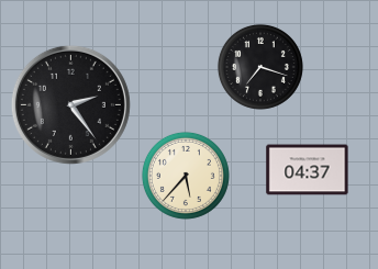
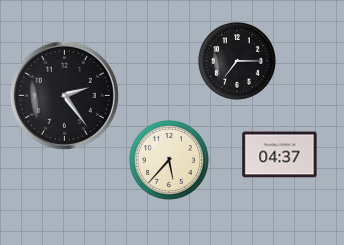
clock at (260, 67): 7:18 -> 7:15
